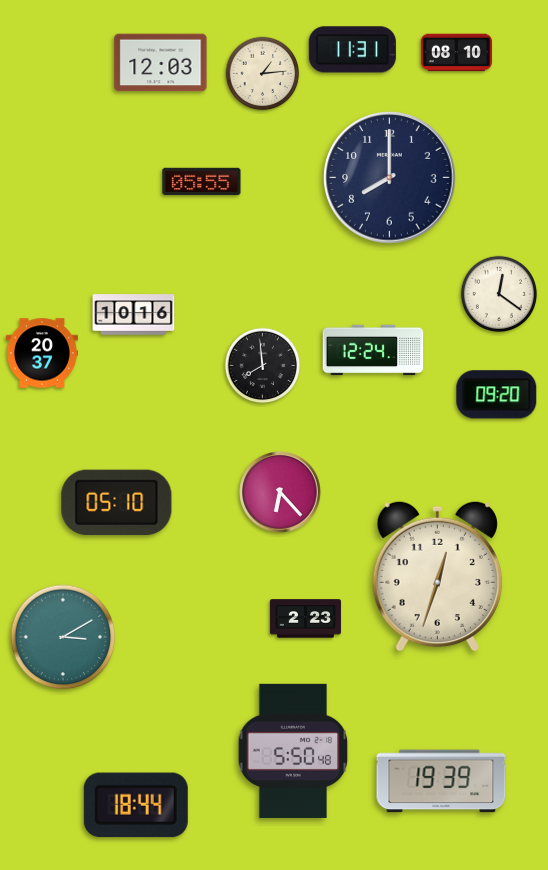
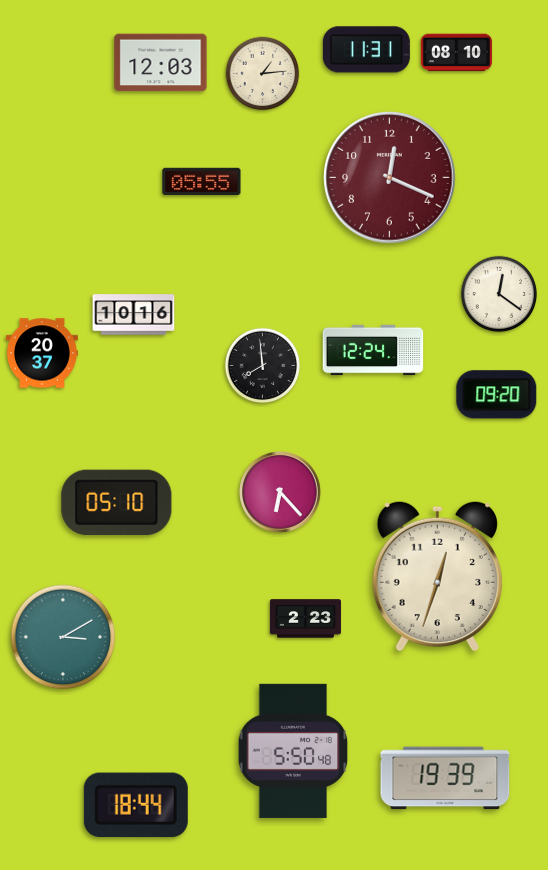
clock at (352, 50) position: (352, 50) -> (366, 50)
clock at (390, 178): 8:00 -> 12:19
clock at (390, 178) dial: navy -> burgundy
clock at (441, 781) position: (441, 781) -> (445, 778)
